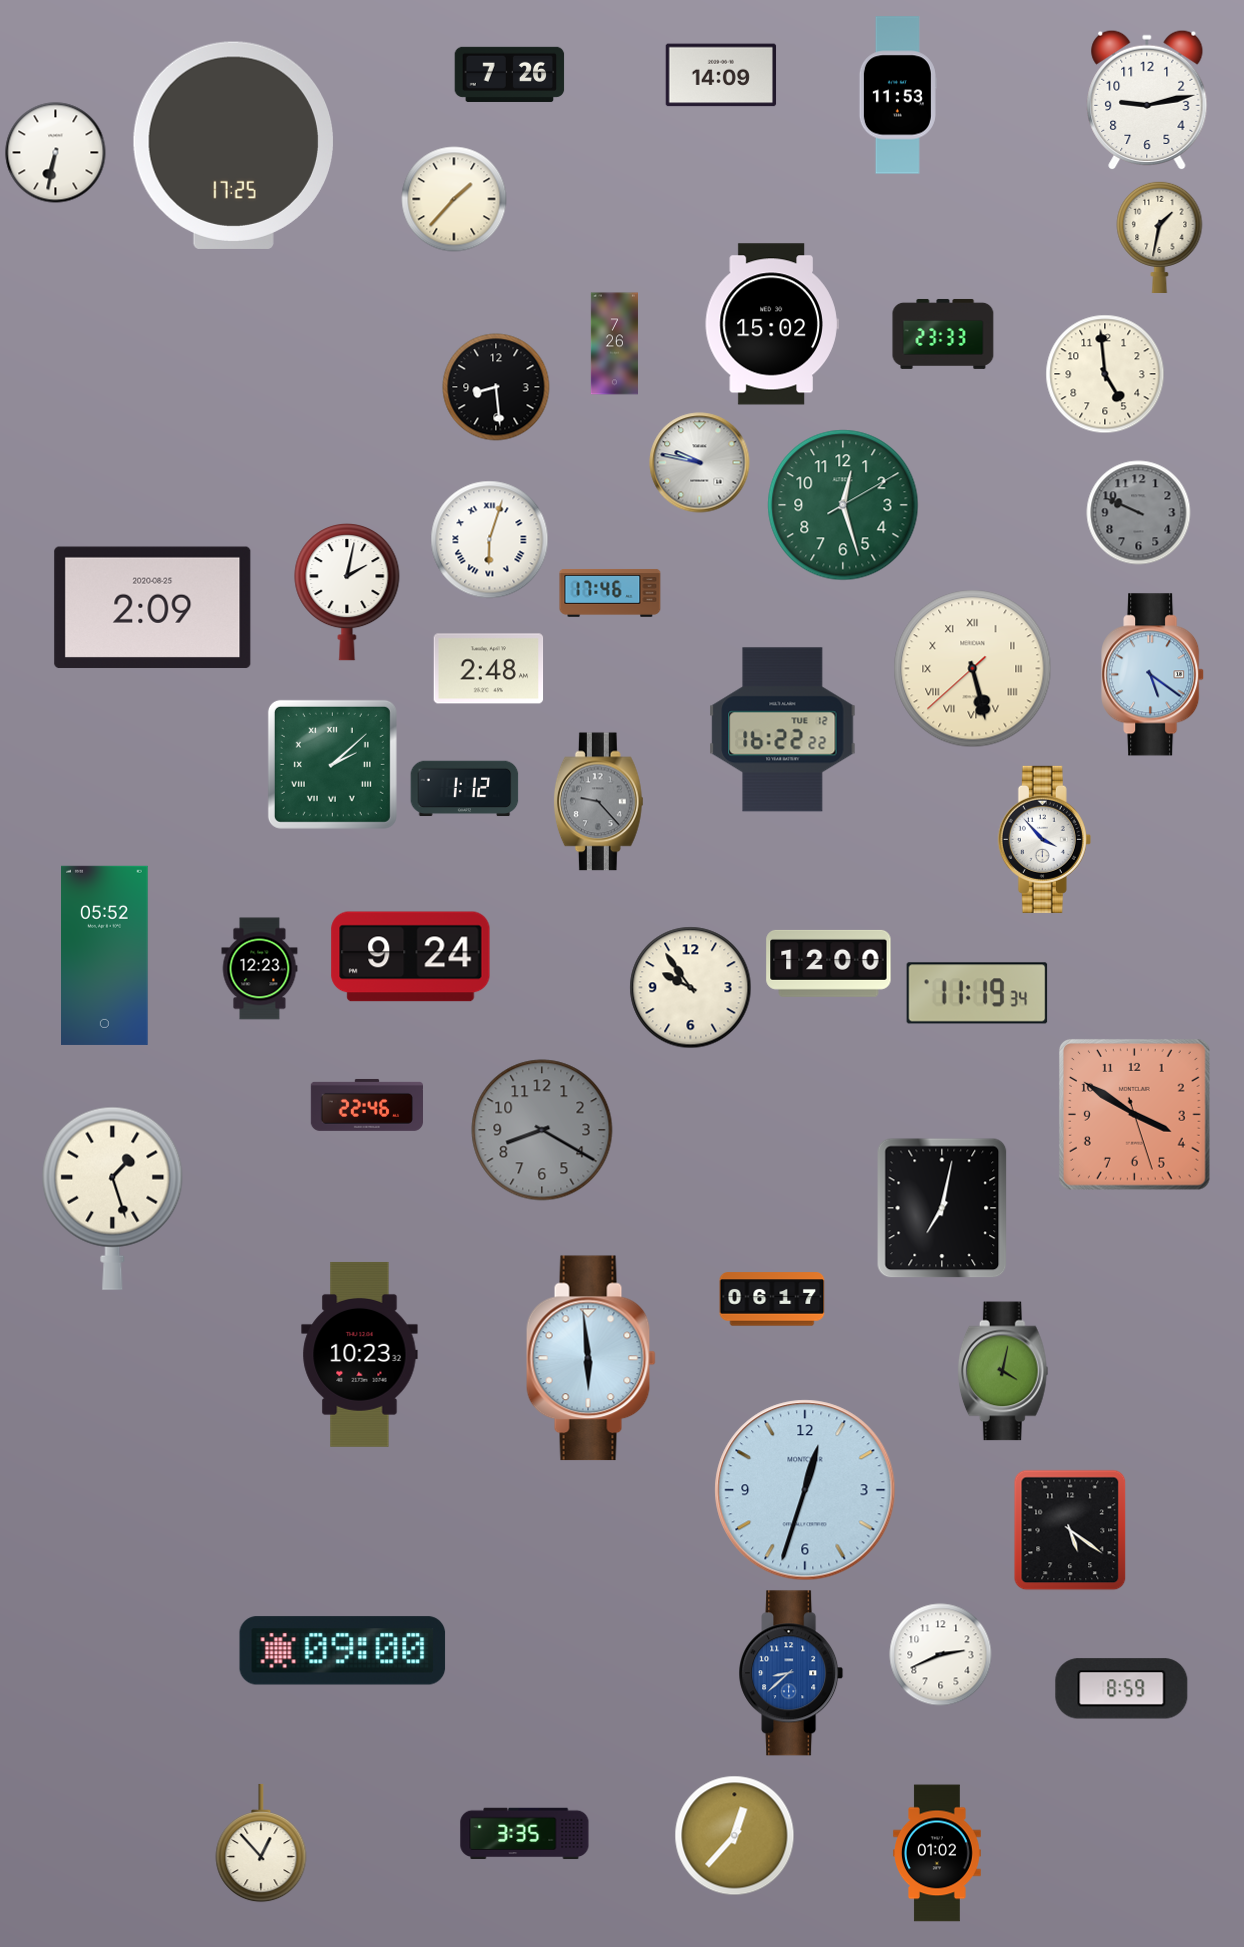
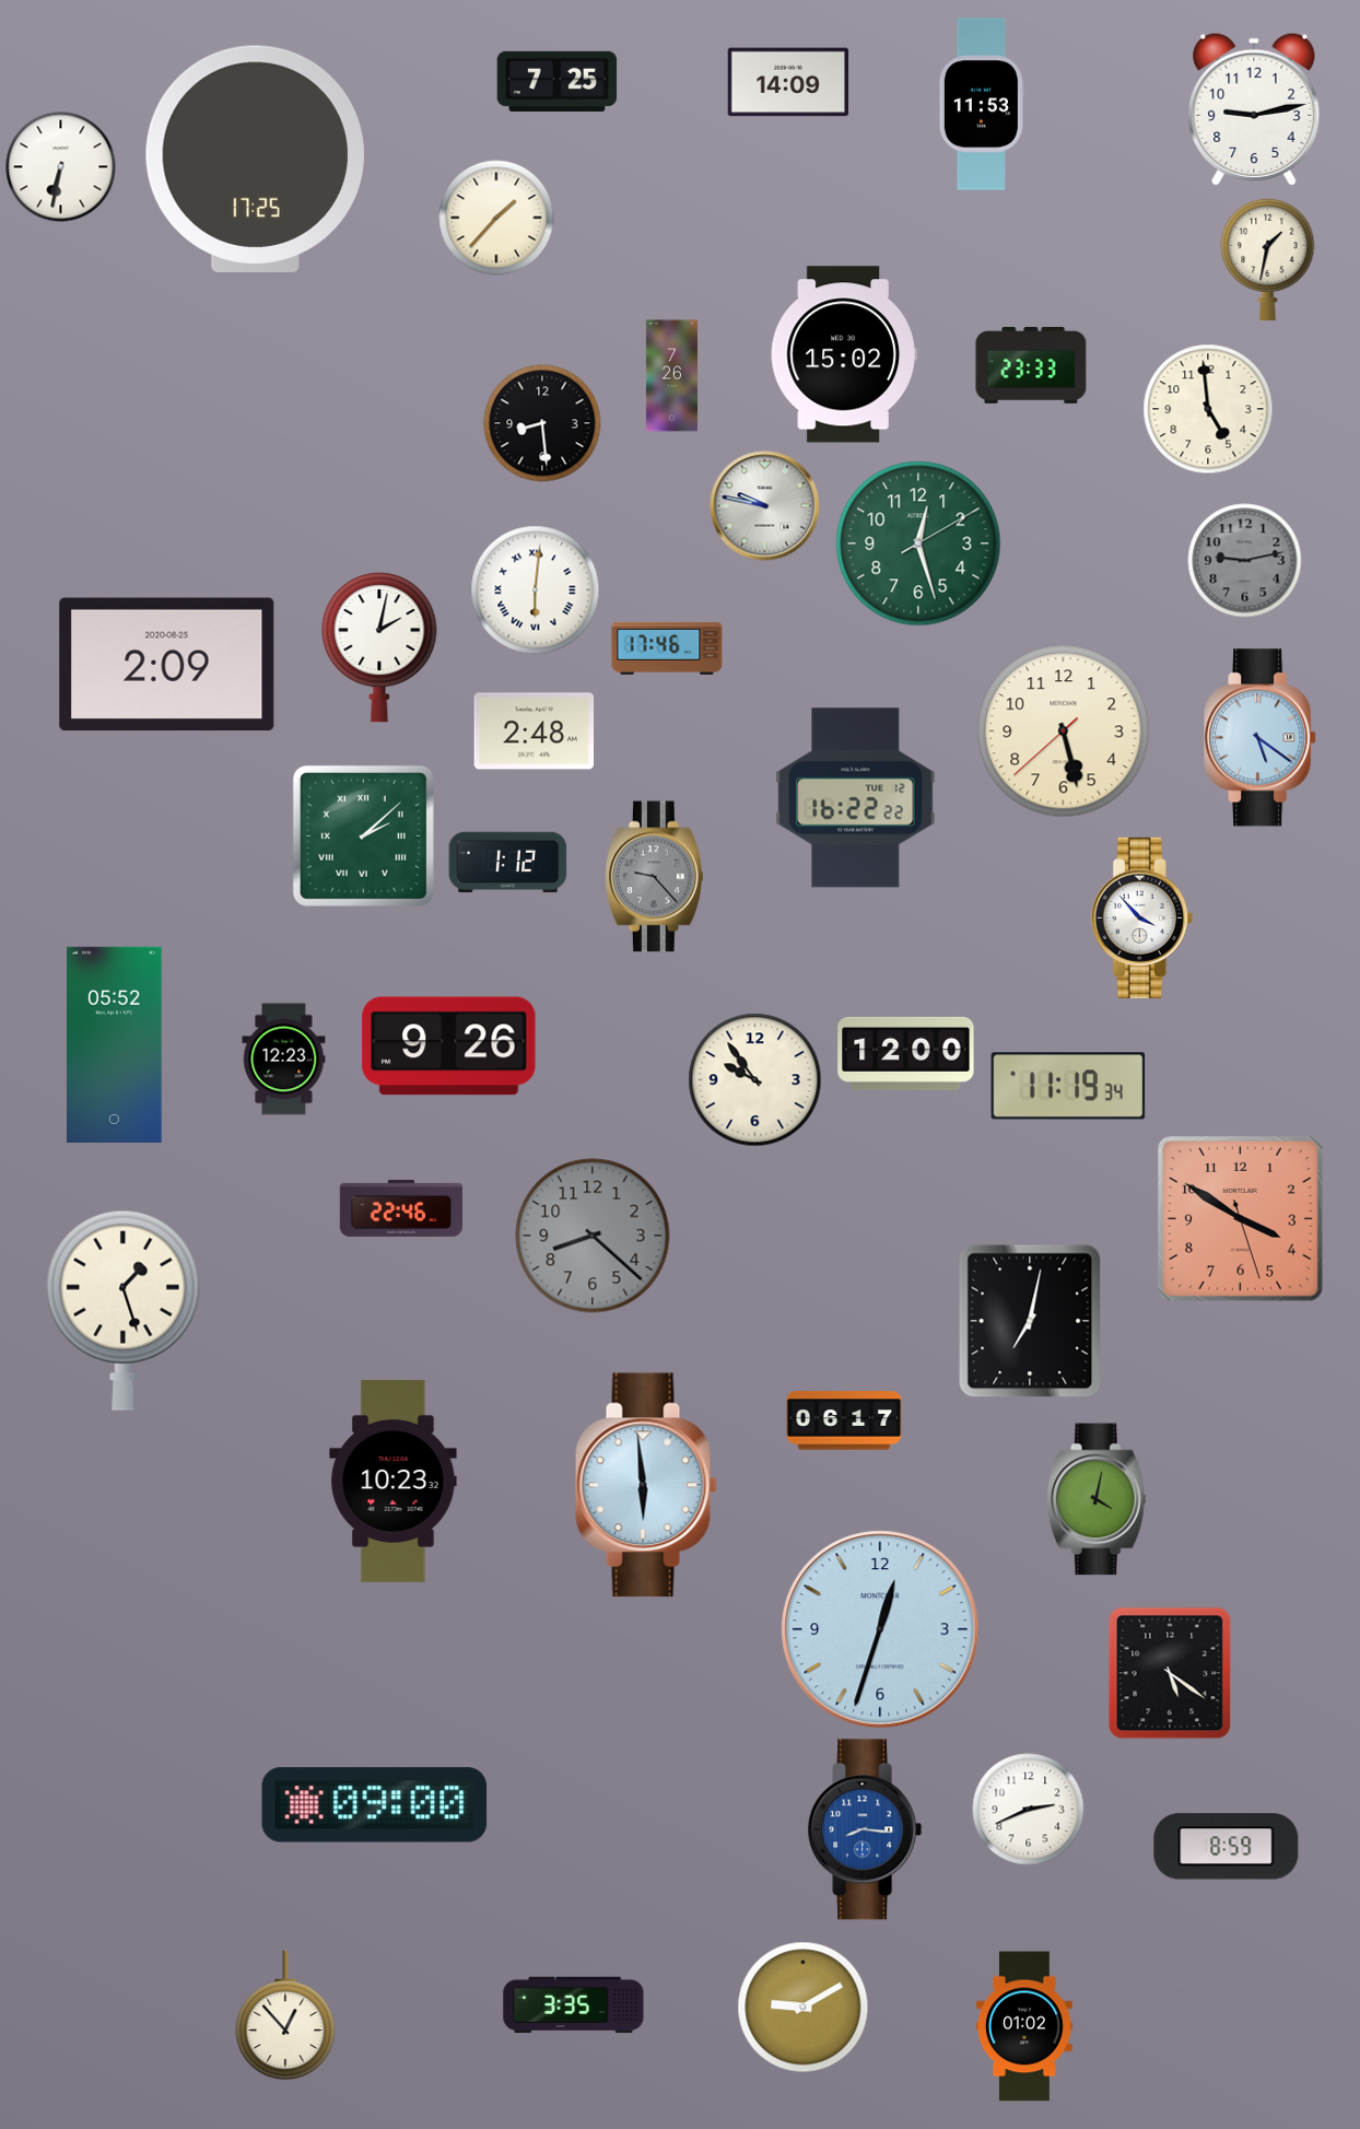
clock at (510, 74): 7:26 -> 7:25
clock at (843, 505) position: (843, 505) -> (918, 543)
clock at (1139, 513): 9:49 -> 9:13
clock at (490, 540): 6:03 -> 6:01
clock at (973, 669) numerals: Roman -> Arabic
clock at (411, 957): 9:24 -> 9:26
clock at (542, 1130): 8:20 -> 8:22
clock at (791, 1673): 8:38 -> 8:16
clock at (735, 1836): 12:37 -> 9:10
